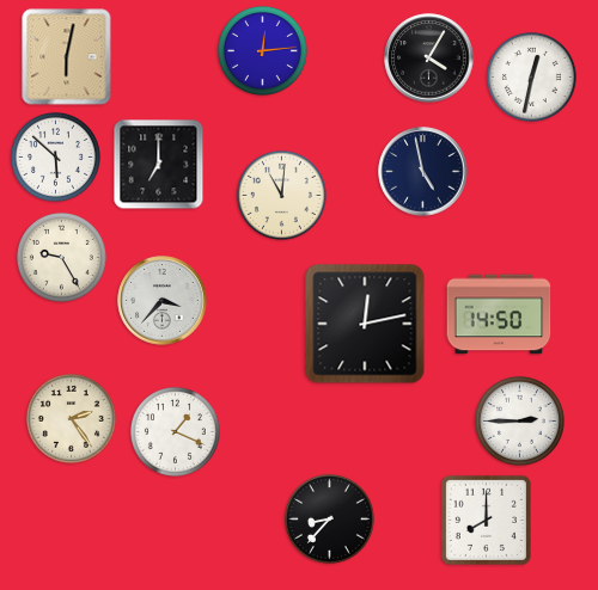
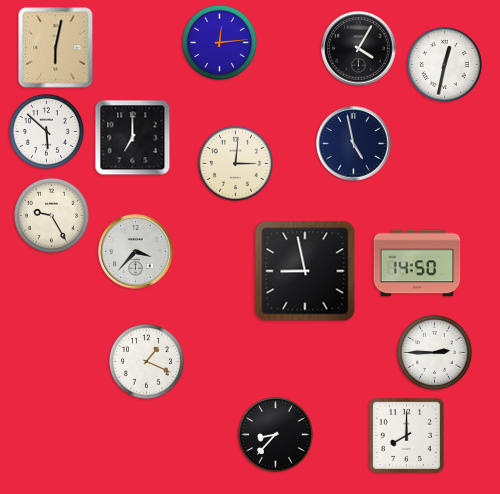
clock at (281, 195): 11:01 -> 3:01
clock at (365, 324): 12:13 -> 8:58
clock at (71, 418): 2:24 -> none
